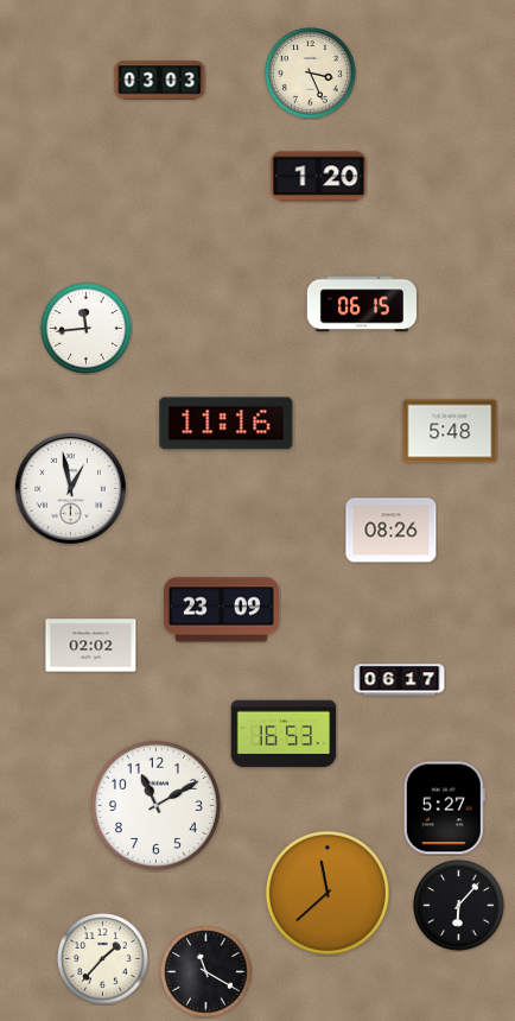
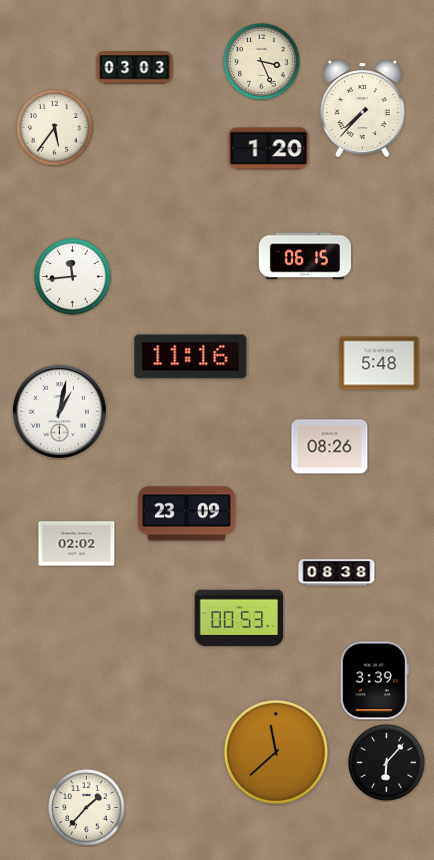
clock at (362, 108): none -> 7:37
clock at (55, 128): none -> 5:36
clock at (70, 488): 12:58 -> 1:02
clock at (400, 680): 06:17 -> 08:38
clock at (284, 734): 16:53 -> 00:53
clock at (155, 805): 11:10 -> none
clock at (444, 808): 5:27 -> 3:39
clock at (206, 972): 11:20 -> none
